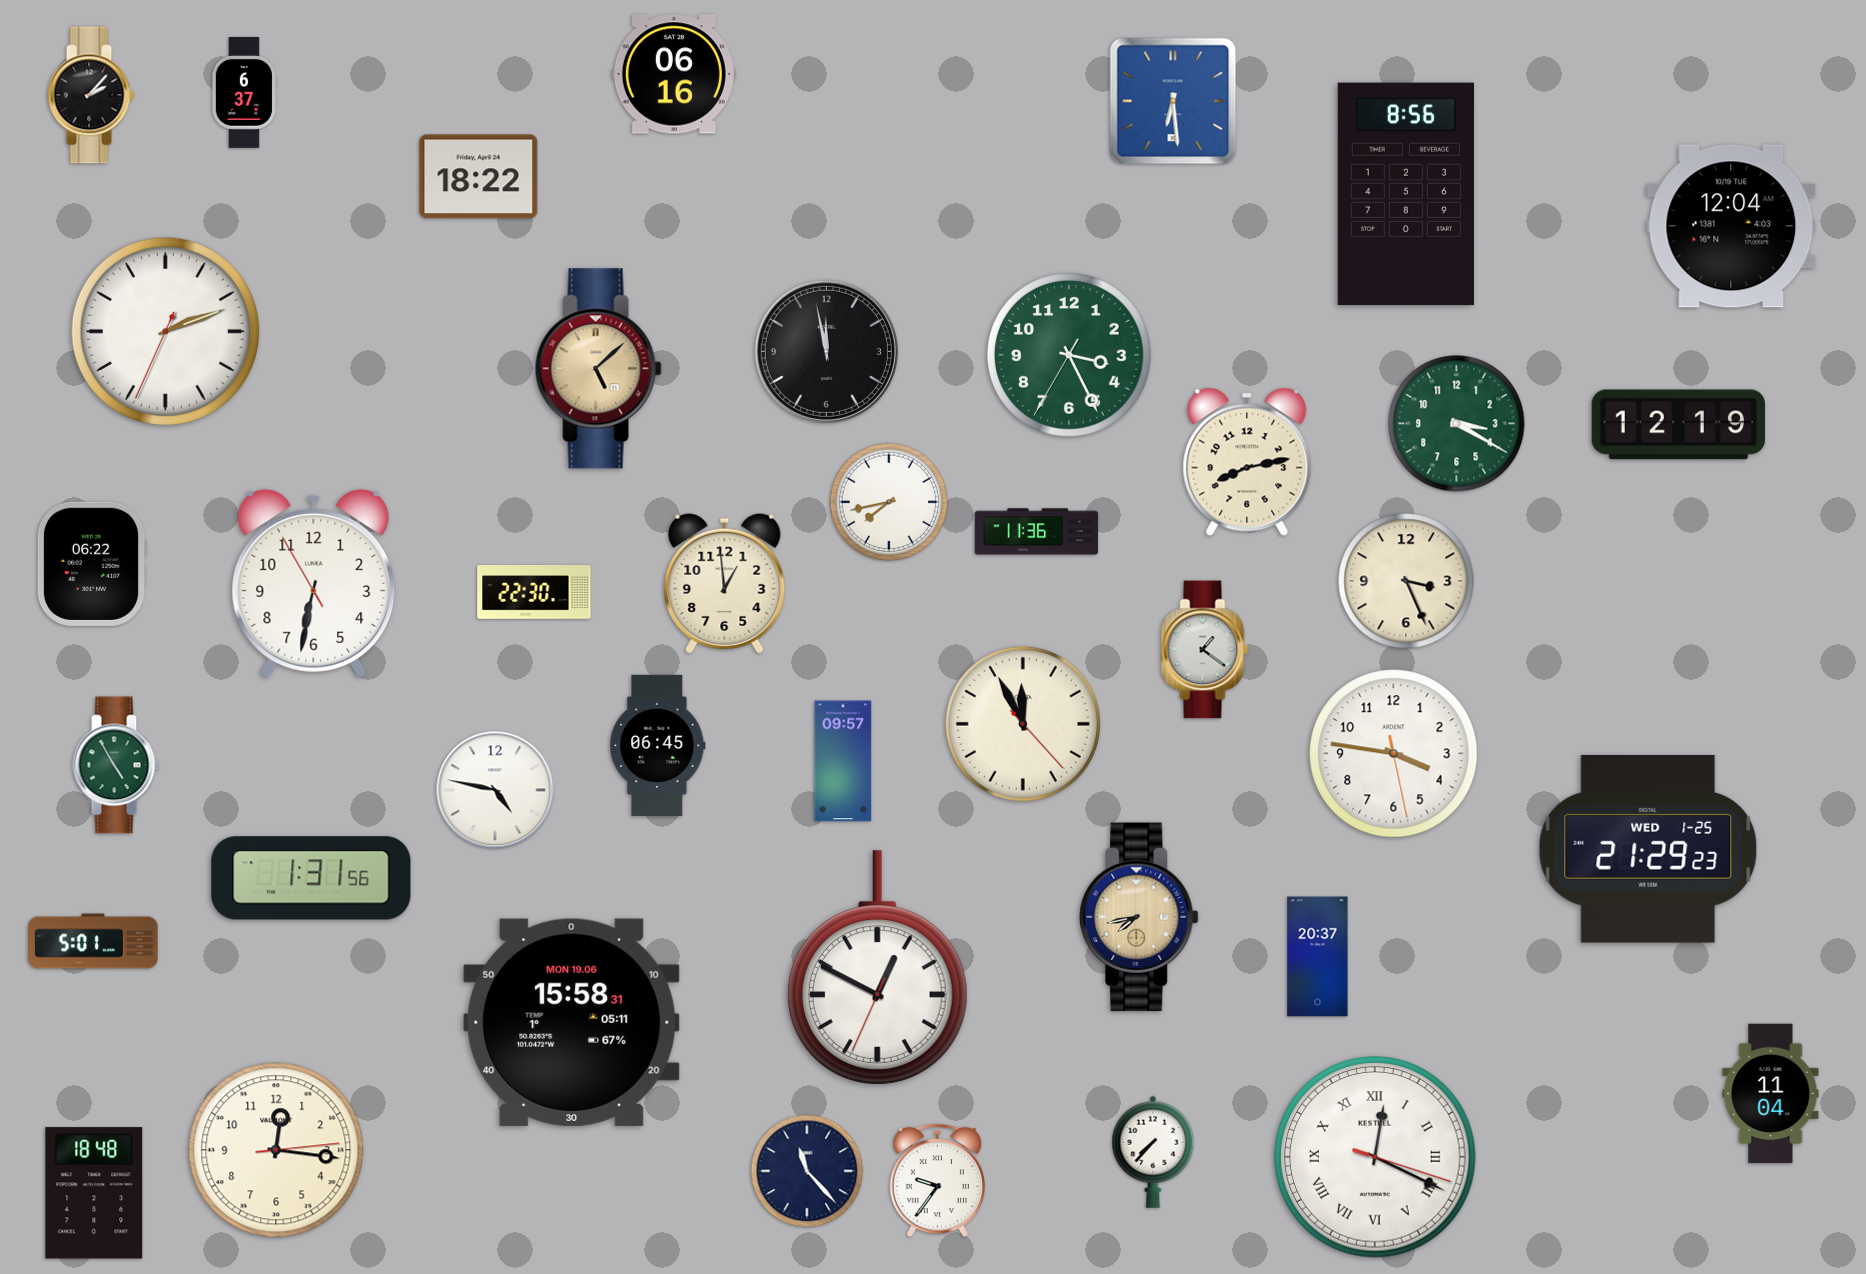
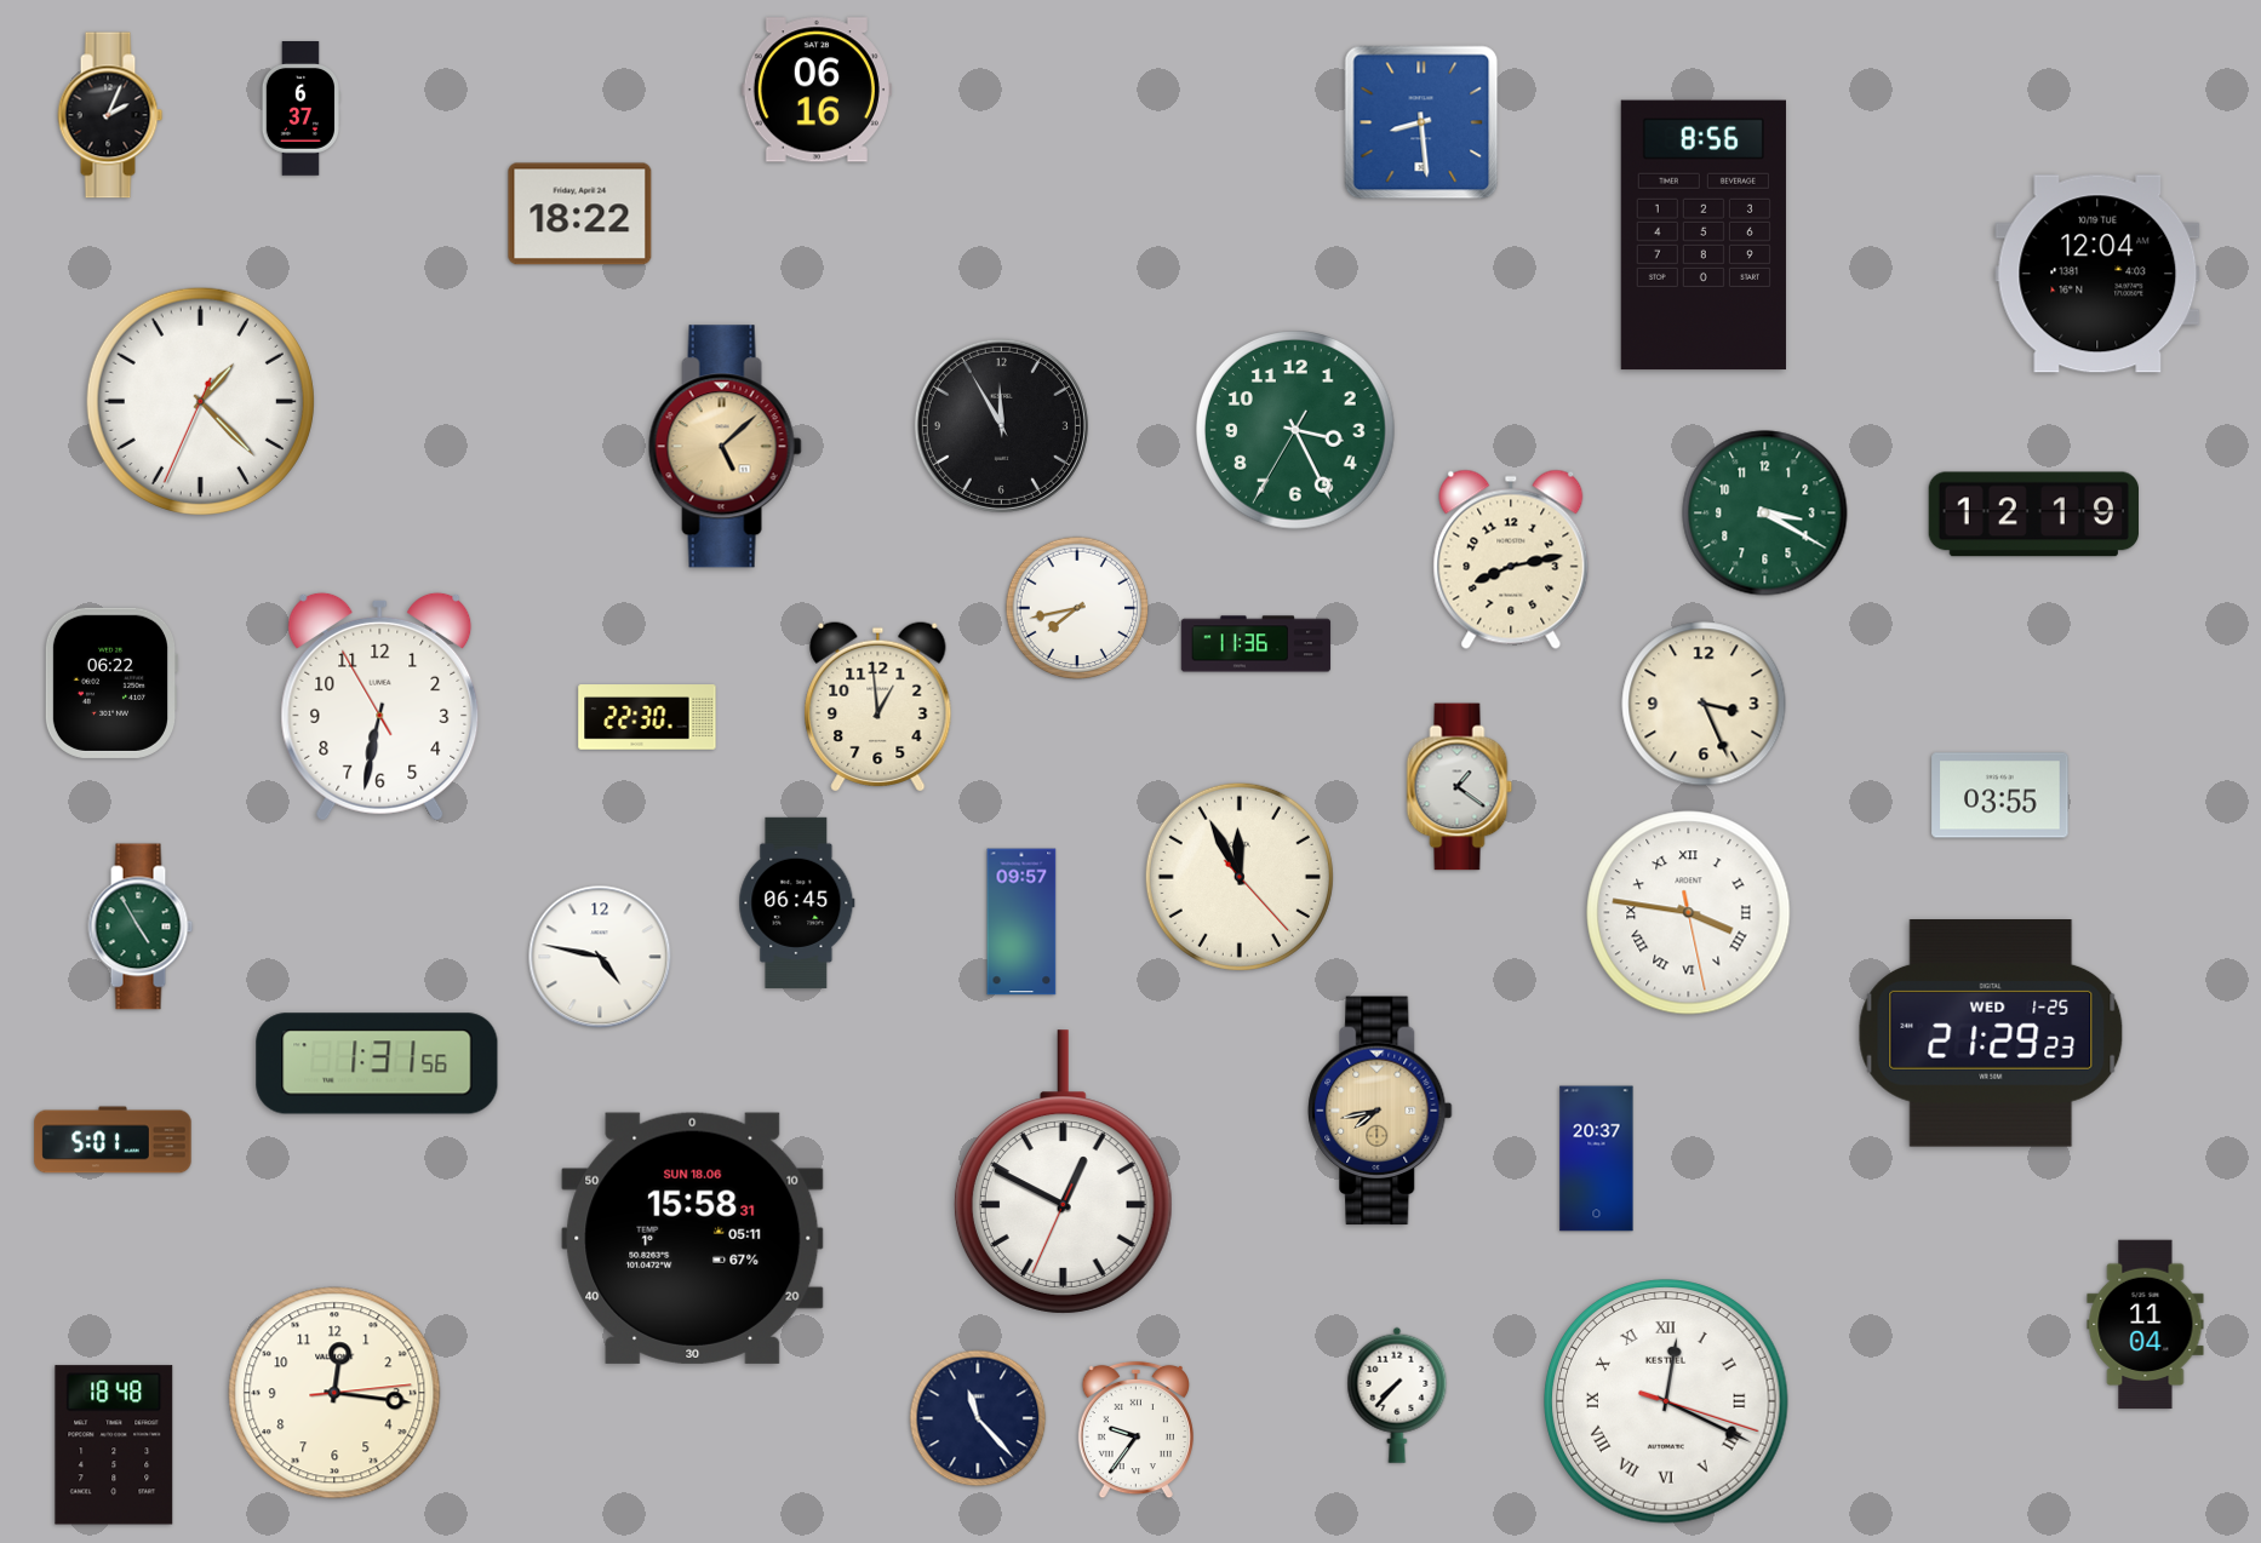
clock at (244, 93) position: (244, 93) -> (300, 109)
clock at (91, 95): 2:07 -> 2:04
clock at (1173, 101): 6:29 -> 8:29
clock at (165, 331): 2:11 -> 1:22
clock at (826, 351): 11:58 -> 11:55
clock at (2000, 796): none -> 03:55
clock at (1394, 754) numerals: Arabic -> Roman
clock at (1648, 850) position: (1648, 850) -> (1991, 1034)
clock at (572, 1022) date: MON 19.06 -> SUN 18.06
